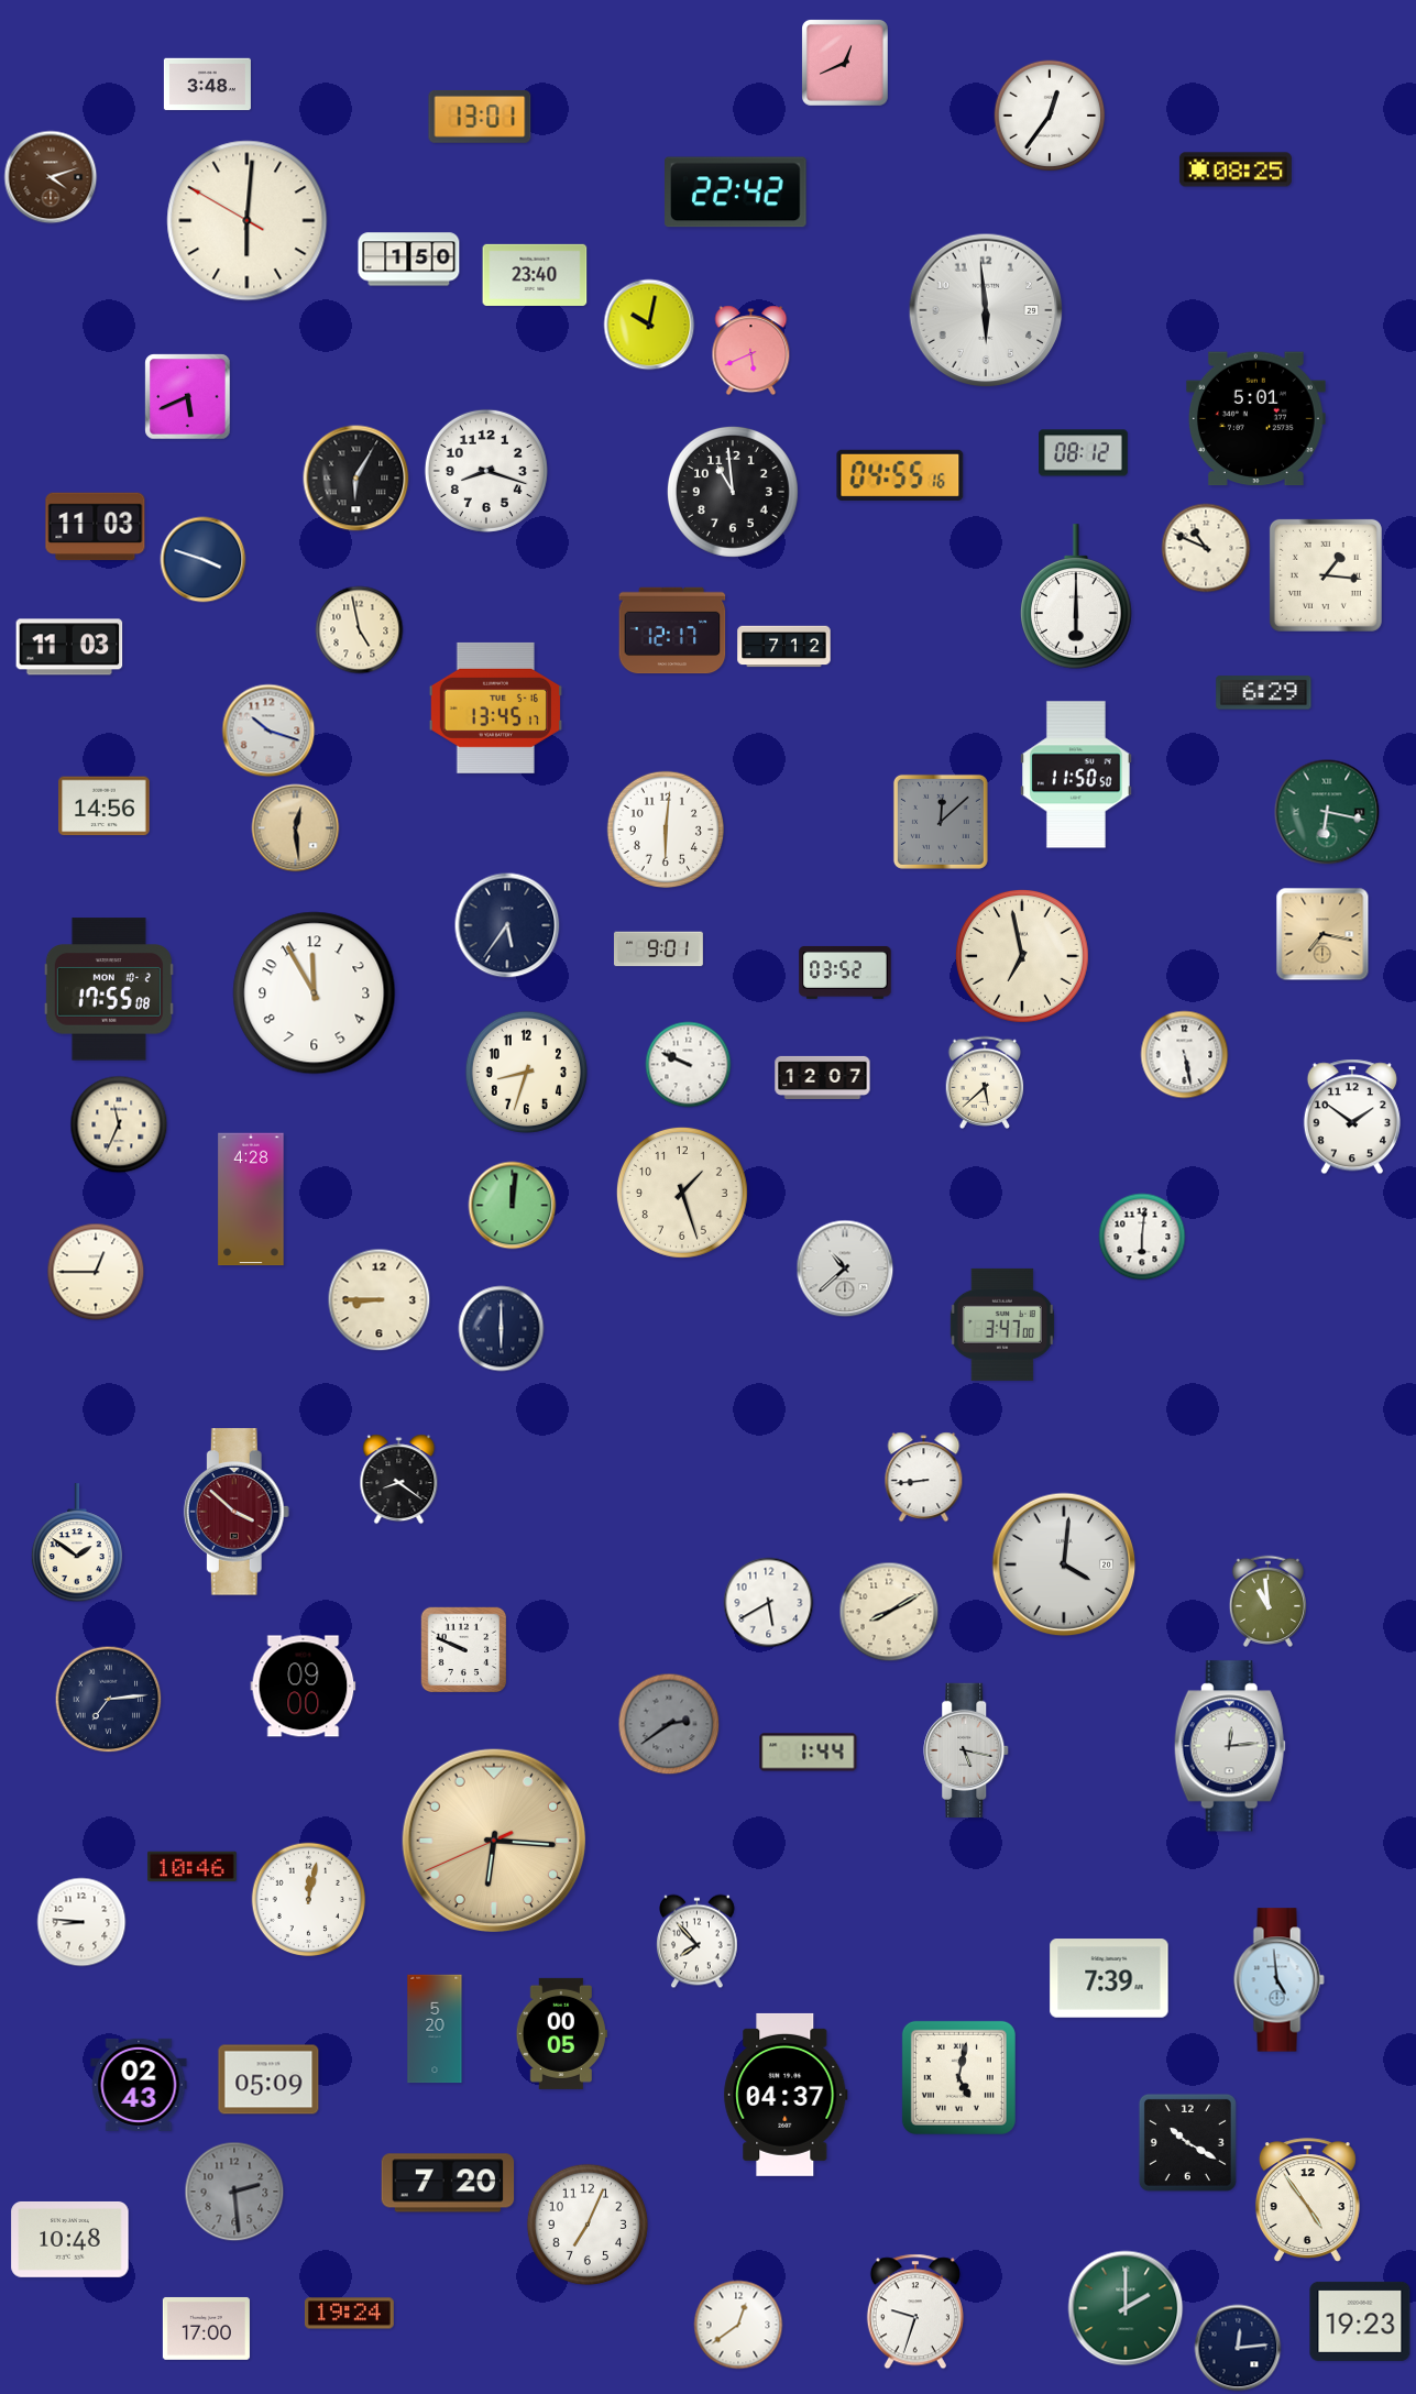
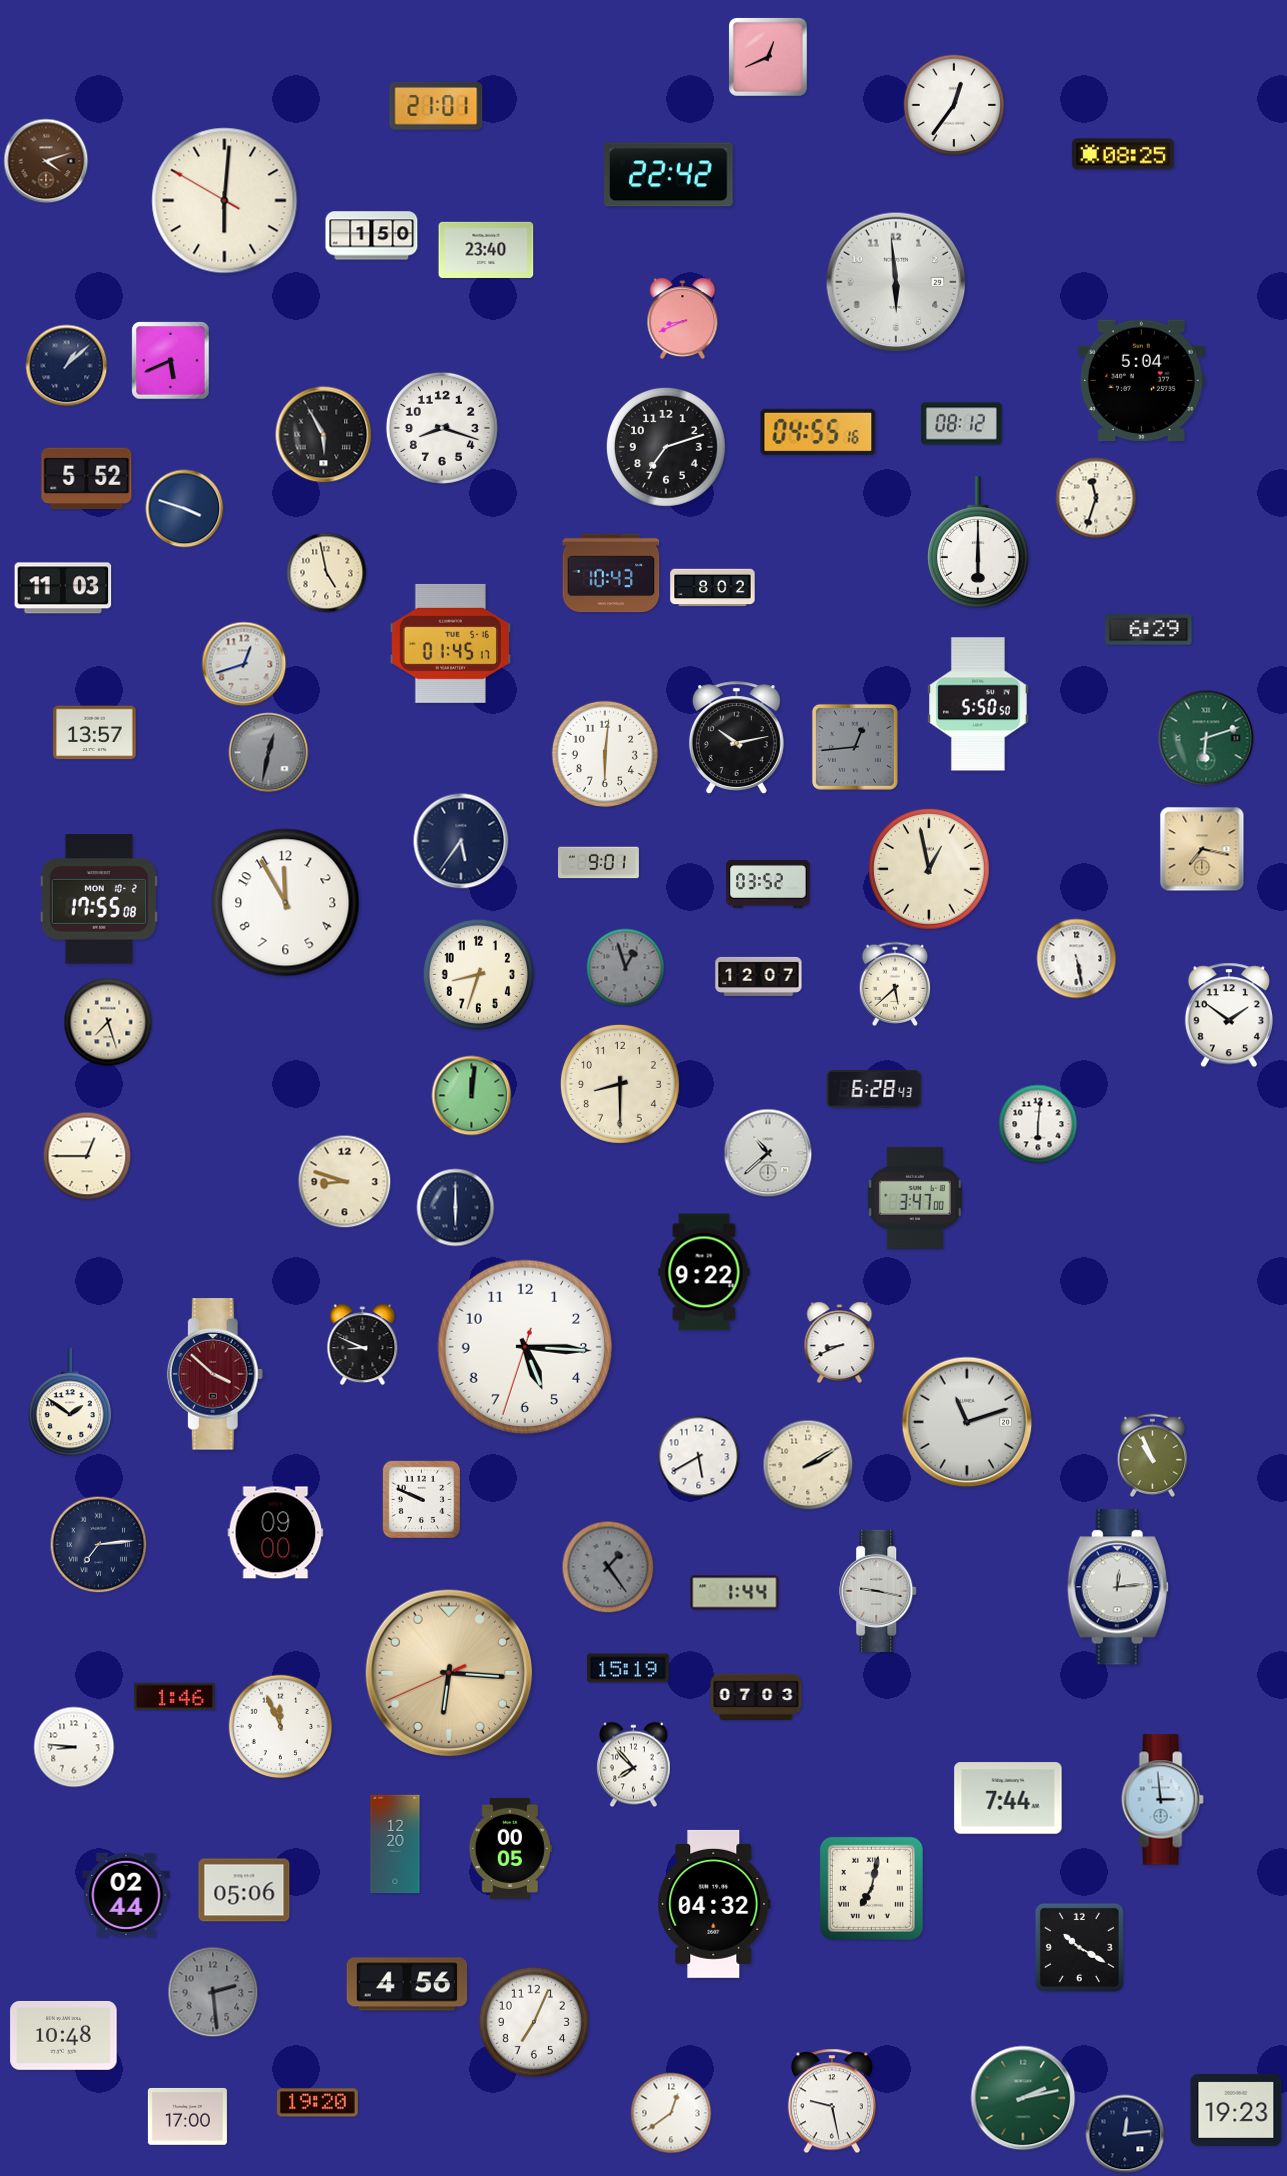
clock at (207, 85): 3:48 -> none
clock at (480, 118): 13:01 -> 21:01
clock at (649, 325): 10:02 -> none
clock at (751, 351): 5:41 -> 8:41
clock at (67, 366): none -> 1:08
clock at (1255, 419): 5:01 -> 5:04
clock at (1084, 453) position: (1084, 453) -> (962, 424)
clock at (356, 479): 6:05 -> 5:55
clock at (733, 492): 10:59 -> 7:12
clock at (96, 527): 11:03 -> 5:52
clock at (1206, 548): 10:49 -> 11:33
clock at (1326, 575): 1:16 -> none
clock at (672, 630): 12:17 -> 10:43
clock at (784, 647): 7:12 -> 8:02
clock at (495, 707): 13:45 -> 01:45
clock at (268, 731): 10:18 -> 12:42
clock at (1077, 775): 11:50 -> 5:50
clock at (105, 806): 14:56 -> 13:57
clock at (736, 738): none -> 10:13
clock at (1327, 812): 6:17 -> 6:12
clock at (941, 822): 12:08 -> 12:44
clock at (296, 828): 12:29 -> 12:32
clock at (296, 828) dial: champagne -> grey
clock at (1022, 956): 6:58 -> 12:58
clock at (689, 1065): 9:49 -> 12:57
clock at (689, 1065) dial: white -> grey
clock at (823, 1077) position: (823, 1077) -> (759, 976)
clock at (119, 1124): 11:34 -> 7:27
clock at (682, 1193): 1:27 -> 8:30
clock at (874, 1089): none -> 6:28
clock at (251, 1199): 4:28 -> none
clock at (513, 1206) position: (513, 1206) -> (472, 1096)
clock at (380, 1300): 8:45 -> 8:48
clock at (1002, 1325) position: (1002, 1325) -> (915, 1198)
clock at (704, 1272): none -> 9:22
clock at (924, 1478): 8:44 -> 8:41
clock at (399, 1480): 8:21 -> 8:49
clock at (525, 1347): none -> 5:15
clock at (1064, 1564): 4:01 -> 11:12
clock at (1267, 1601): 10:59 -> 10:56
clock at (889, 1612): 8:10 -> 2:10
clock at (669, 1724): 2:39 -> 1:24
clock at (967, 1750): 5:17 -> 9:17
clock at (628, 1668): none -> 15:19
clock at (756, 1696): none -> 07:03
clock at (191, 1867): 10:46 -> 1:46
clock at (309, 1900): 12:02 -> 11:56
clock at (1109, 1978): 7:39 -> 7:44
clock at (1278, 1980): 4:59 -> 2:59
clock at (435, 2029): 5:20 -> 12:20
clock at (958, 2077): 5:02 -> 7:02
clock at (268, 2079): 05:09 -> 05:06
clock at (139, 2085): 02:43 -> 02:44
clock at (786, 2095): 04:37 -> 04:32
clock at (448, 2183): 7:20 -> 4:56
clock at (1307, 2200): 4:54 -> none
clock at (1126, 2308): 2:00 -> 2:13
clock at (915, 2311): 9:33 -> 9:28
clock at (349, 2314): 19:24 -> 19:20
